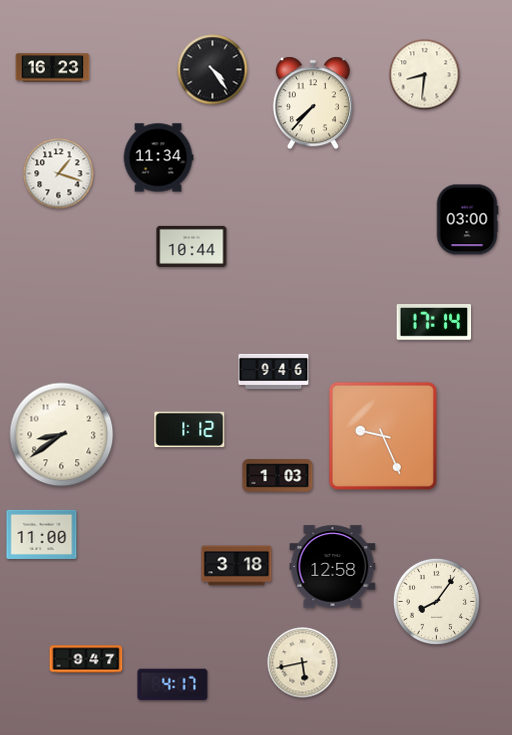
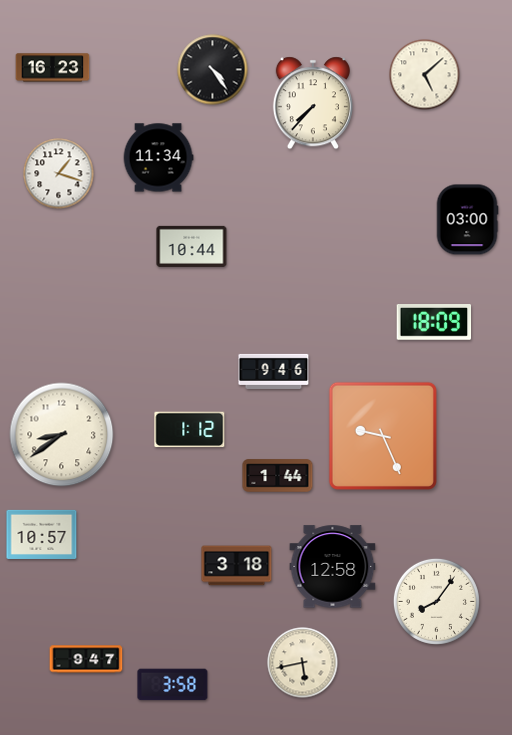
clock at (425, 75): 8:31 -> 5:08
clock at (434, 323): 17:14 -> 18:09
clock at (278, 476): 1:03 -> 1:44
clock at (42, 534): 11:00 -> 10:57
clock at (173, 685): 4:17 -> 3:58
